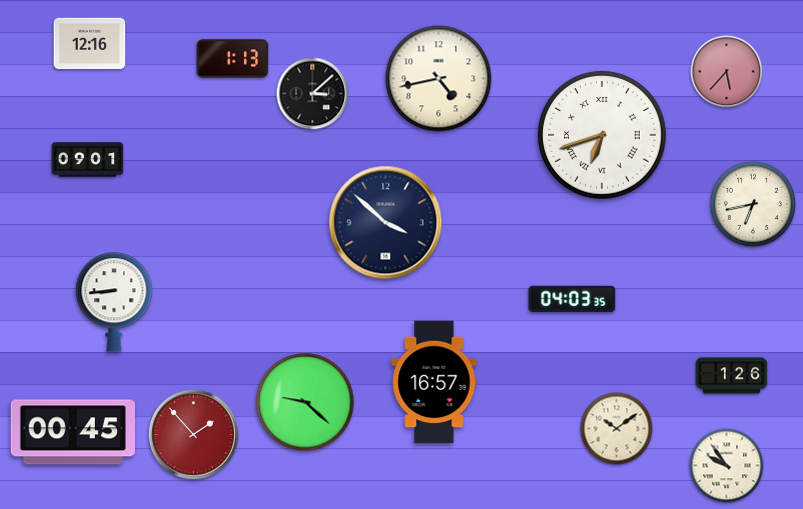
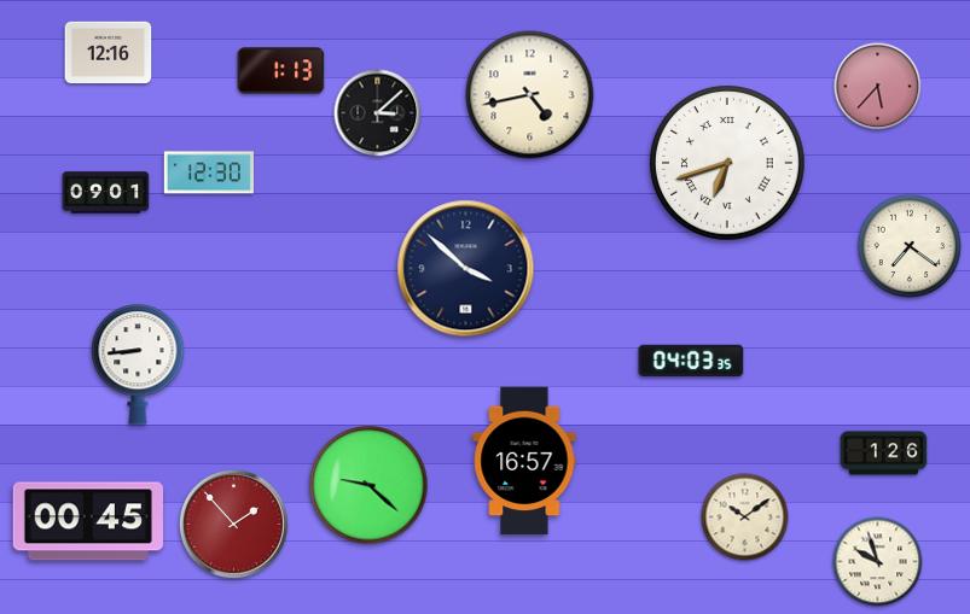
clock at (209, 172): none -> 12:30
clock at (752, 203): 6:43 -> 7:21
clock at (727, 466): 9:54 -> 9:57
